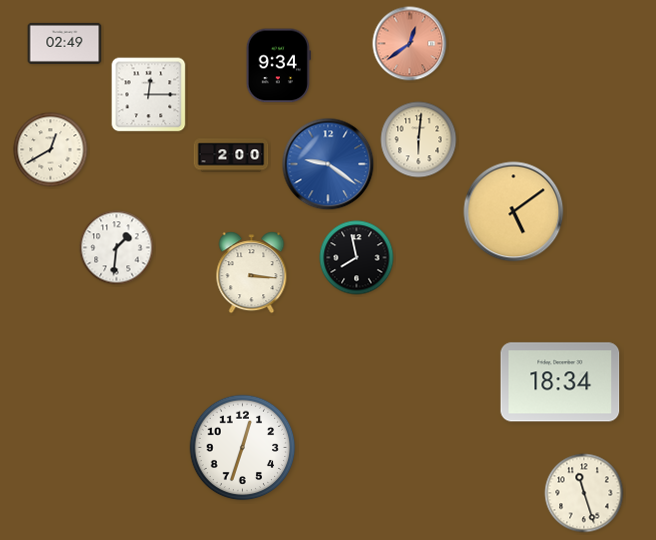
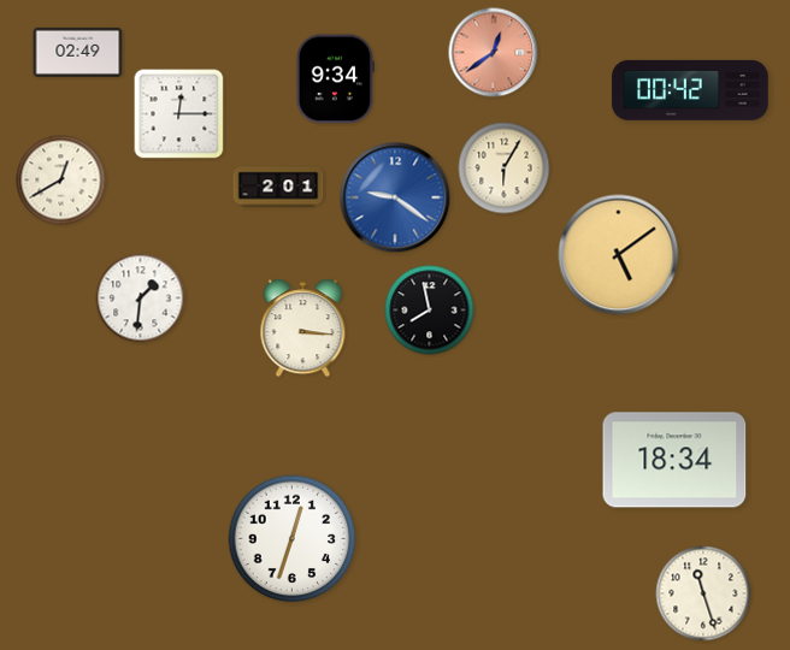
clock at (690, 90): none -> 00:42
clock at (419, 140): 6:01 -> 6:05
clock at (231, 155): 2:00 -> 2:01
